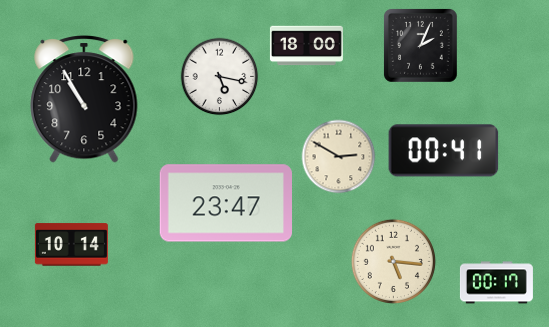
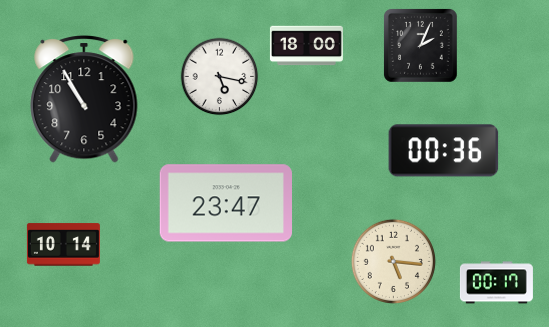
clock at (444, 151): 00:41 -> 00:36
clock at (339, 157): 2:50 -> none
clock at (71, 245) position: (71, 245) -> (63, 245)
